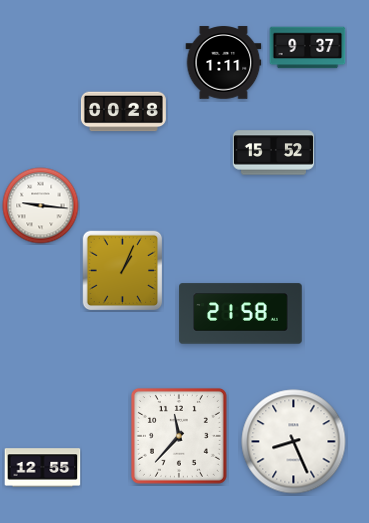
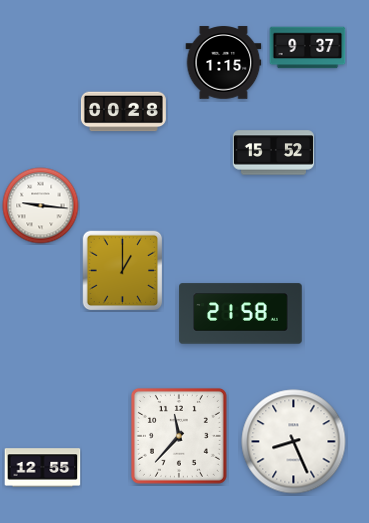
clock at (224, 63): 1:11 -> 1:15
clock at (123, 271): 1:04 -> 1:00
